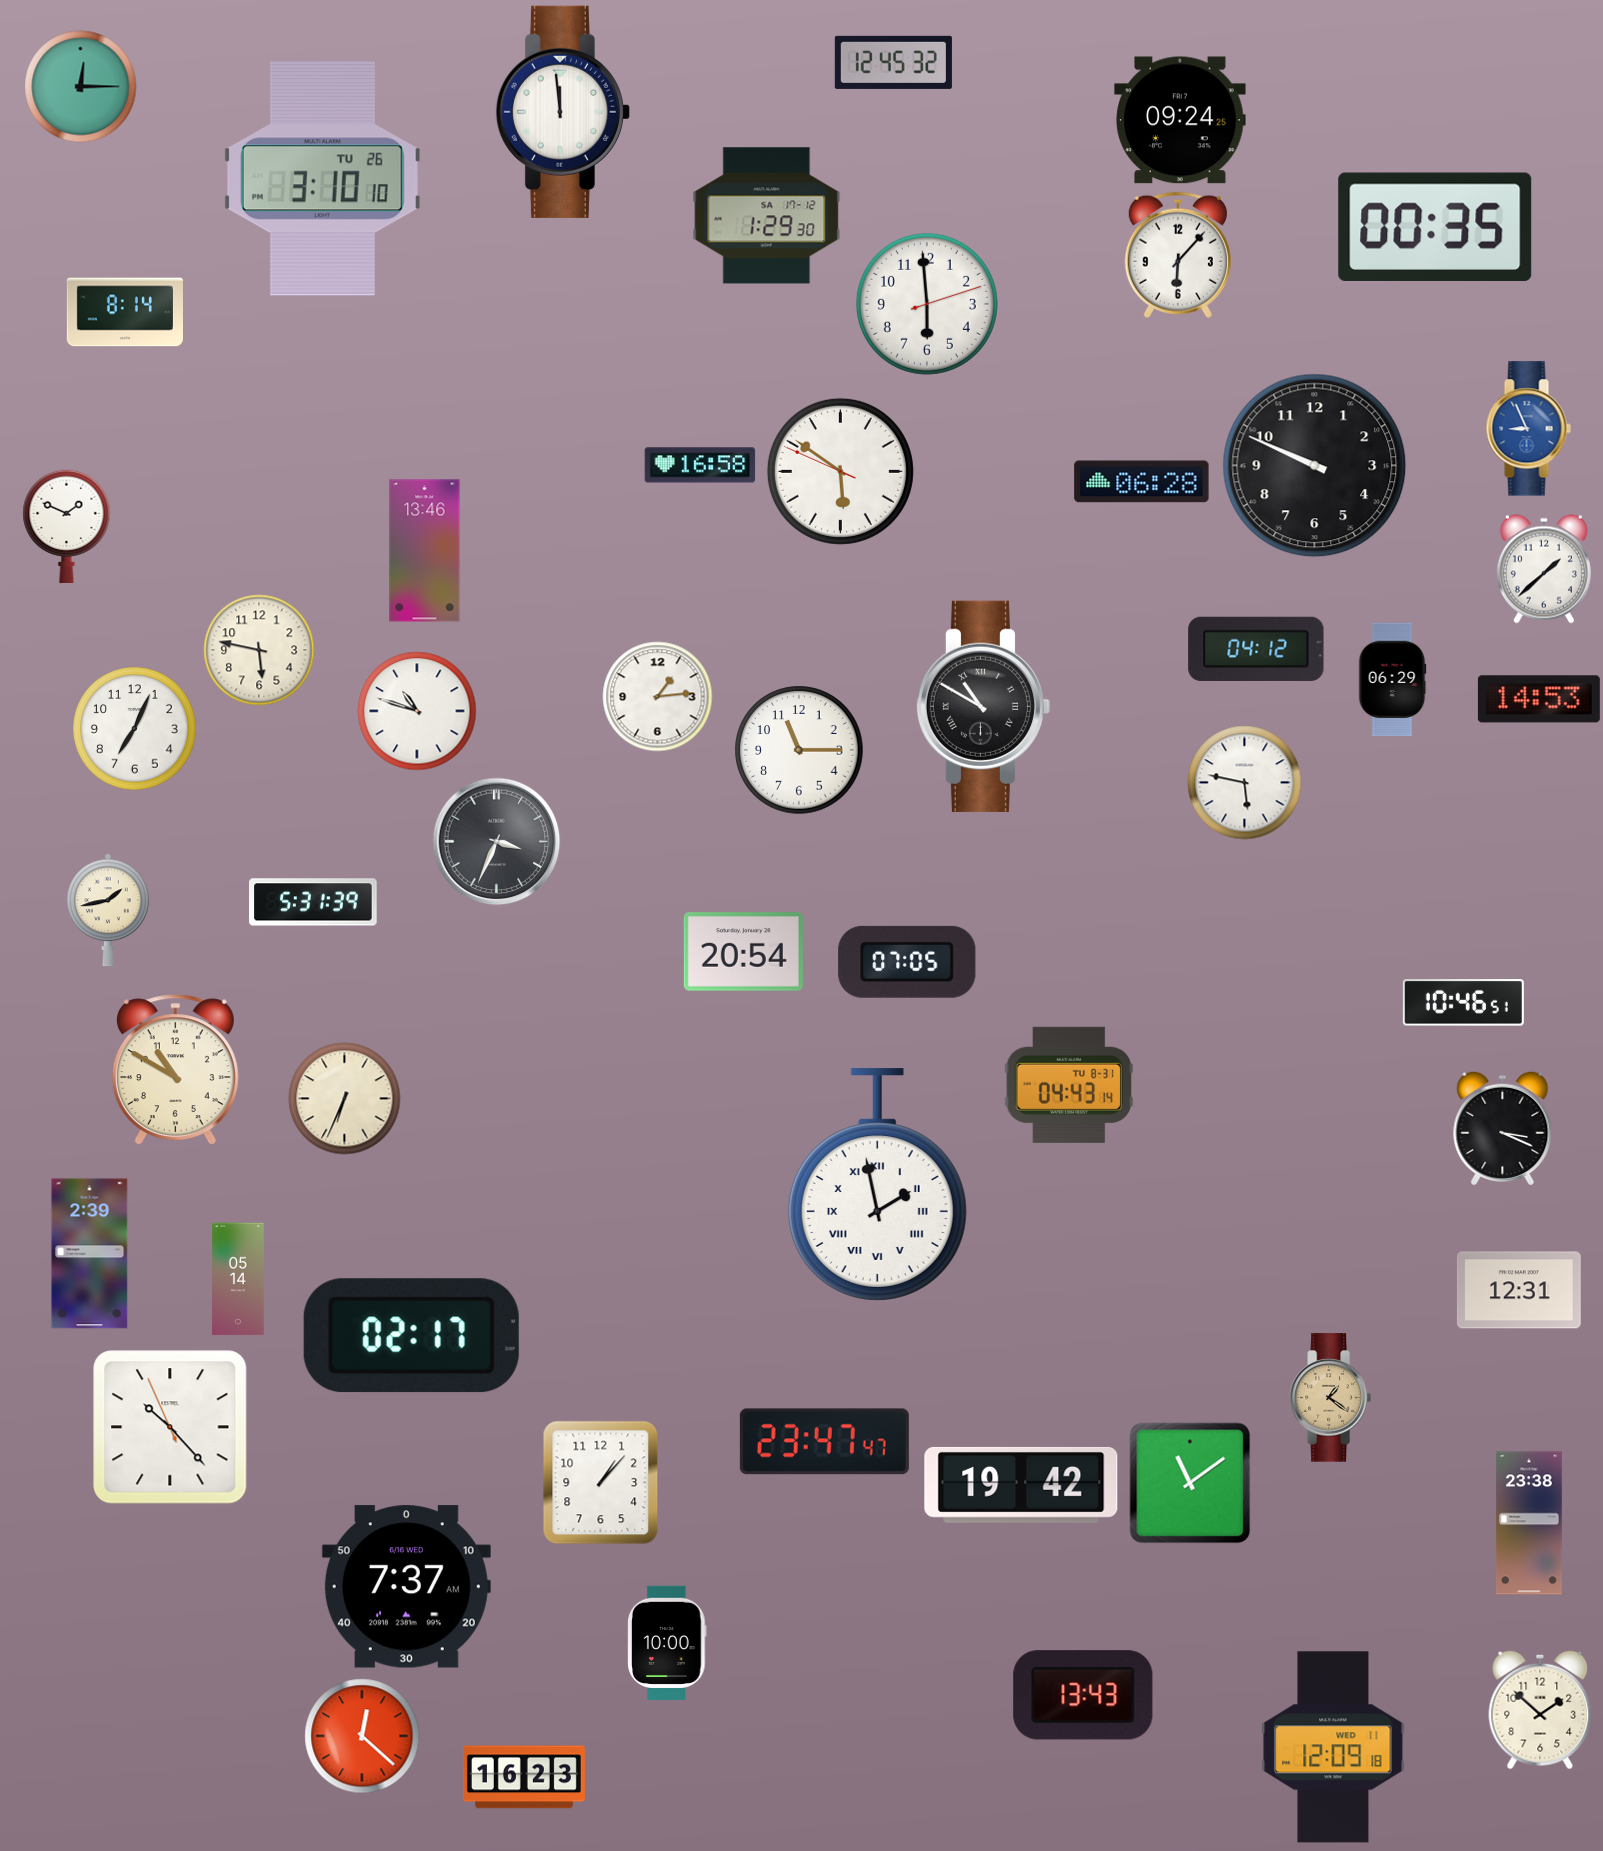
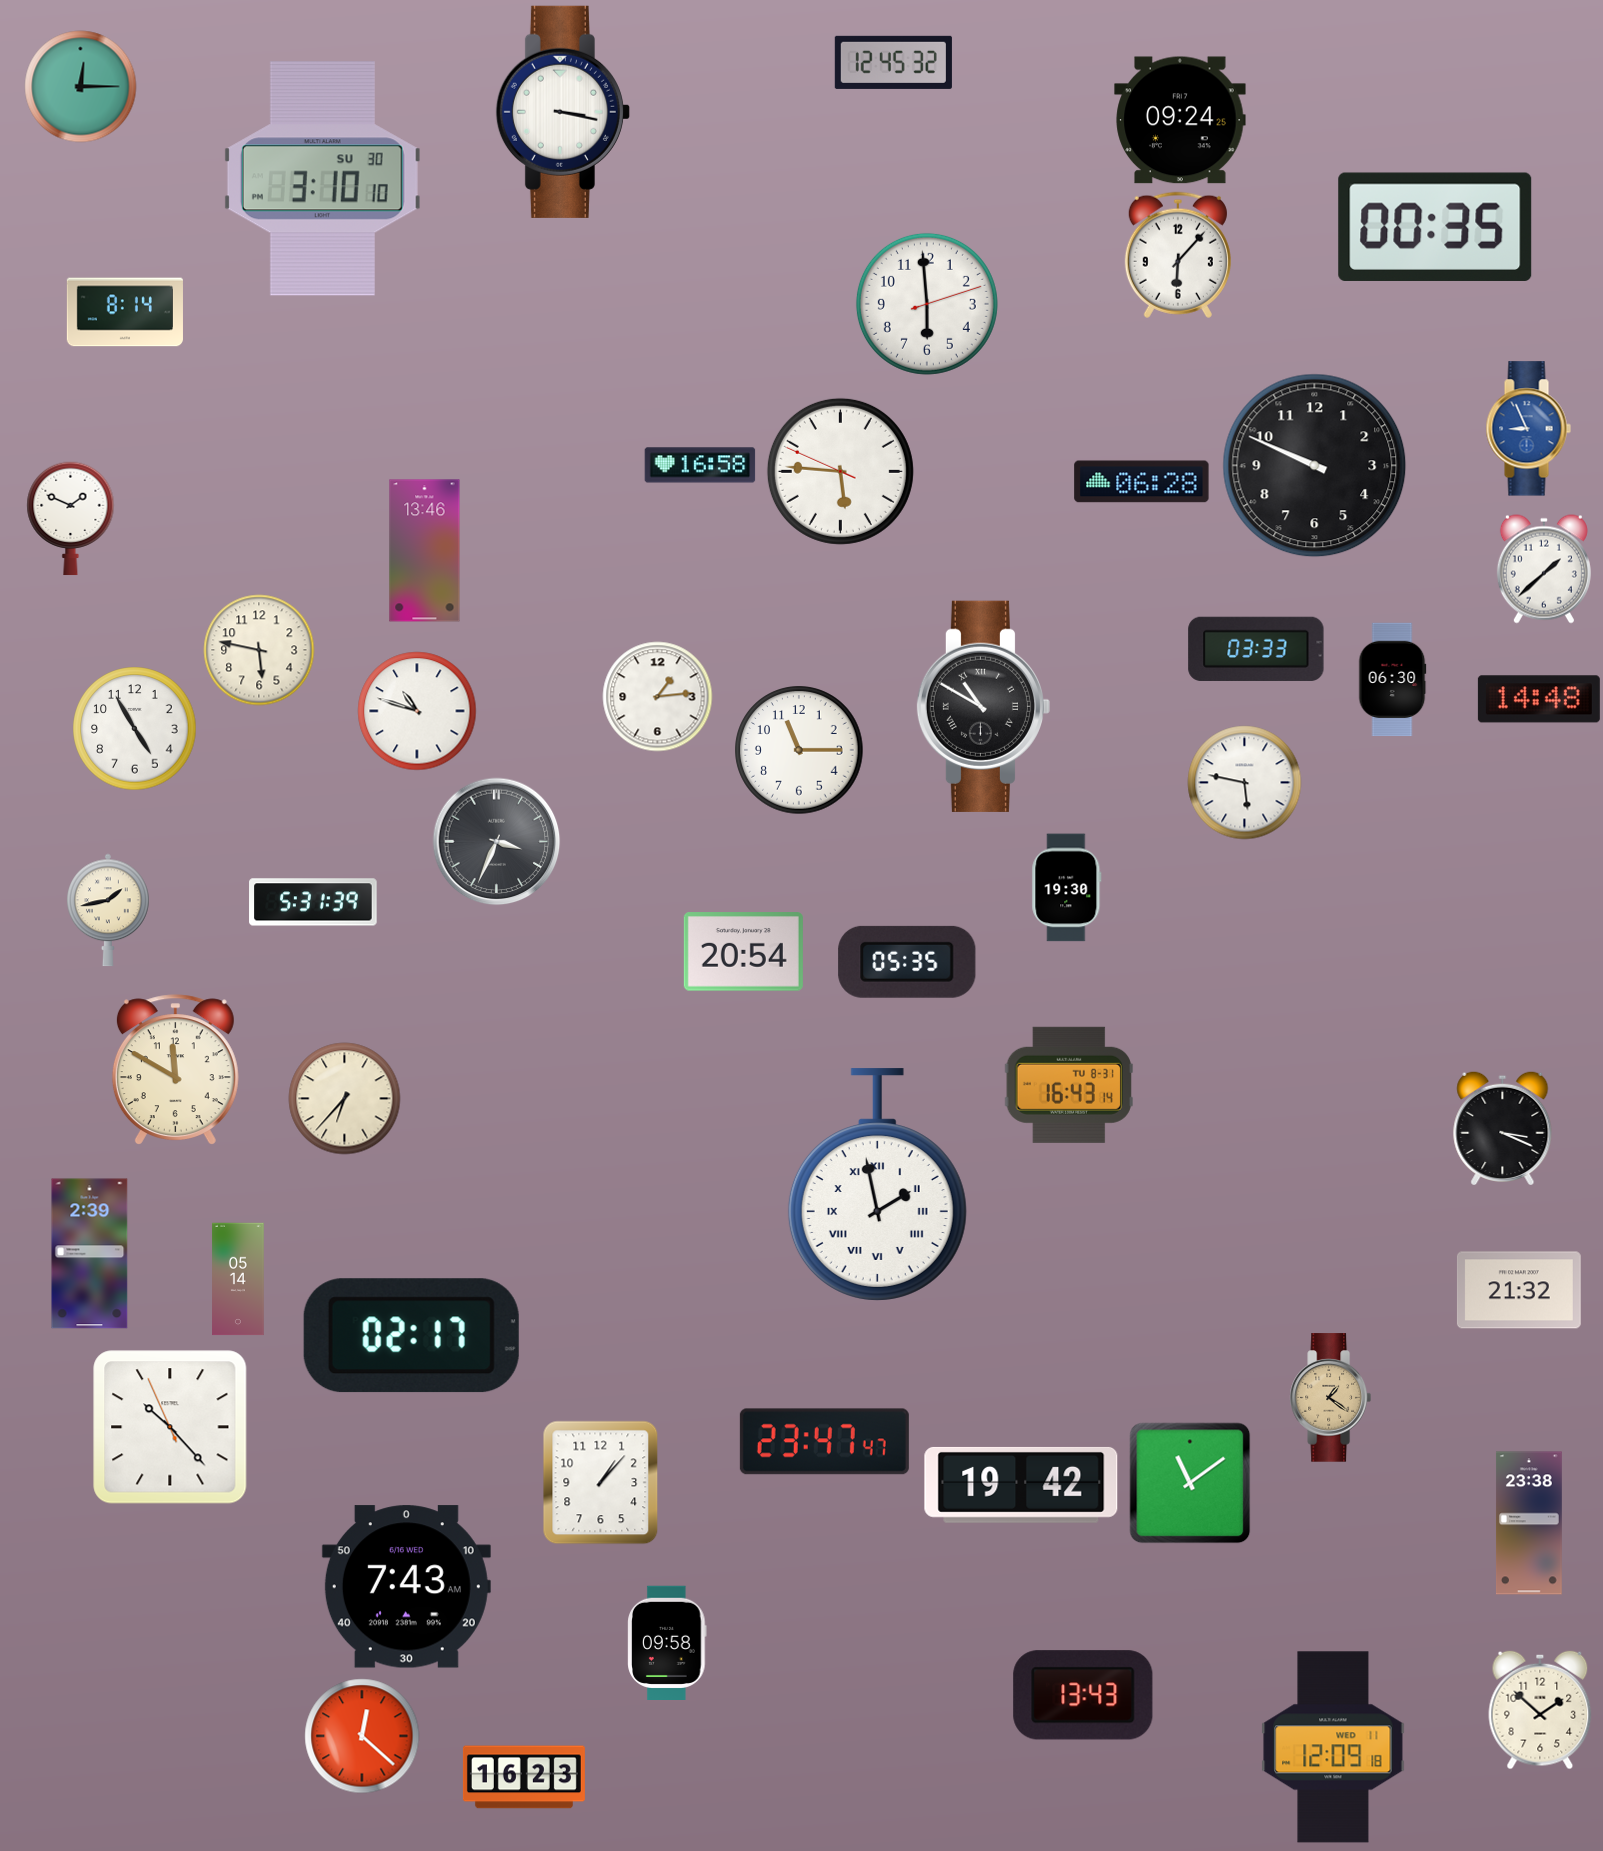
clock at (563, 112): 11:59 -> 3:17
clock at (322, 179) date: TU 26 -> SU 30
clock at (767, 216): 1:29 -> none
clock at (840, 471): 5:50 -> 5:45
clock at (67, 527) position: (67, 527) -> (71, 519)
clock at (1256, 649): 04:12 -> 03:33
clock at (1392, 680): 06:29 -> 06:30
clock at (1539, 699): 14:53 -> 14:48
clock at (135, 729): 7:04 -> 4:55
clock at (1067, 888): none -> 19:30
clock at (907, 962): 07:05 -> 05:35
clock at (1463, 1003): 10:46 -> none
clock at (175, 1070): 10:50 -> 11:50
clock at (1068, 1085): 04:43 -> 16:43
clock at (345, 1099): 6:34 -> 6:37
clock at (1519, 1290): 12:31 -> 21:32
clock at (406, 1587): 7:37 -> 7:43
clock at (667, 1642): 10:00 -> 09:58
